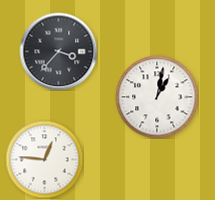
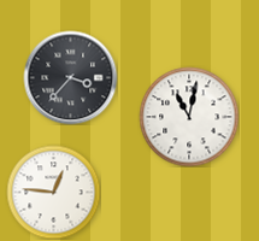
clock at (58, 51) position: (58, 51) -> (70, 77)
clock at (157, 97): 1:02 -> 11:02
